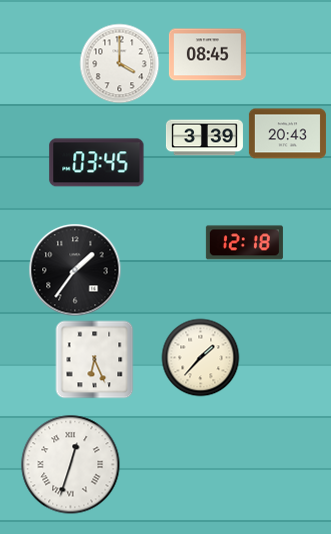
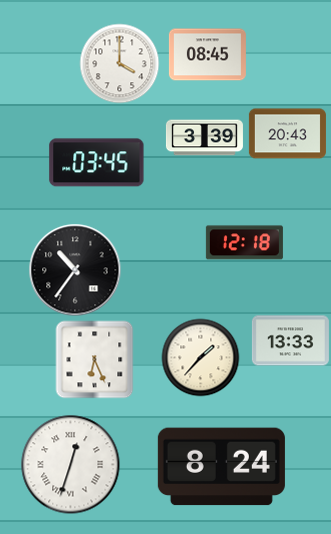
clock at (75, 270): 1:36 -> 10:36
clock at (290, 341): none -> 13:33
clock at (221, 467): none -> 8:24
